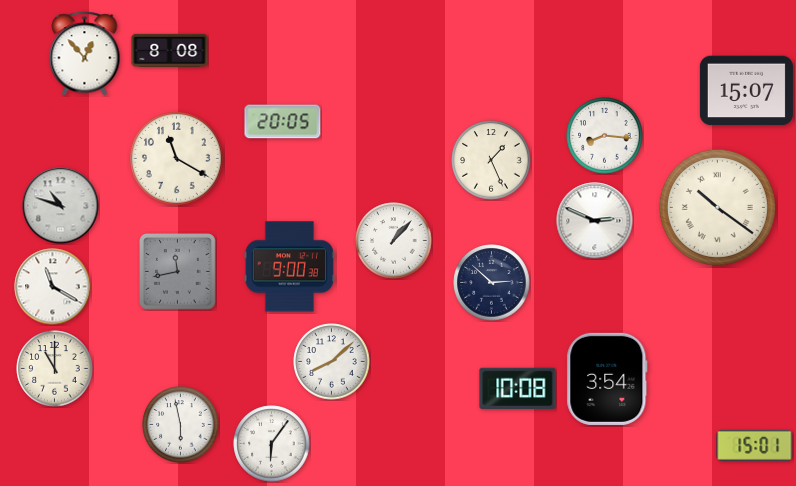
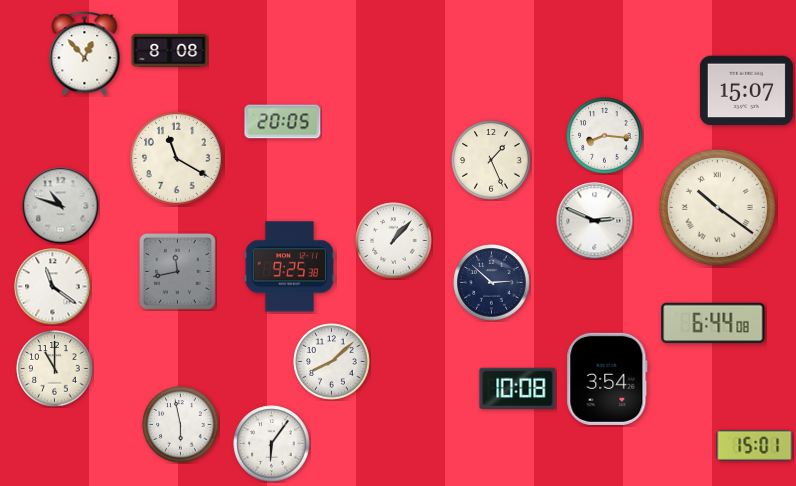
clock at (289, 267): 9:00 -> 9:25
clock at (53, 287): 11:20 -> 11:21
clock at (713, 323): none -> 6:44
